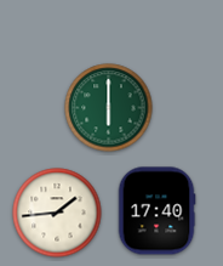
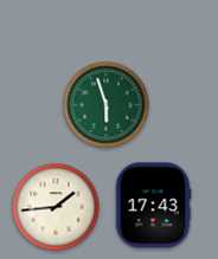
clock at (109, 108): 6:00 -> 5:57
clock at (156, 211): 17:40 -> 17:43
